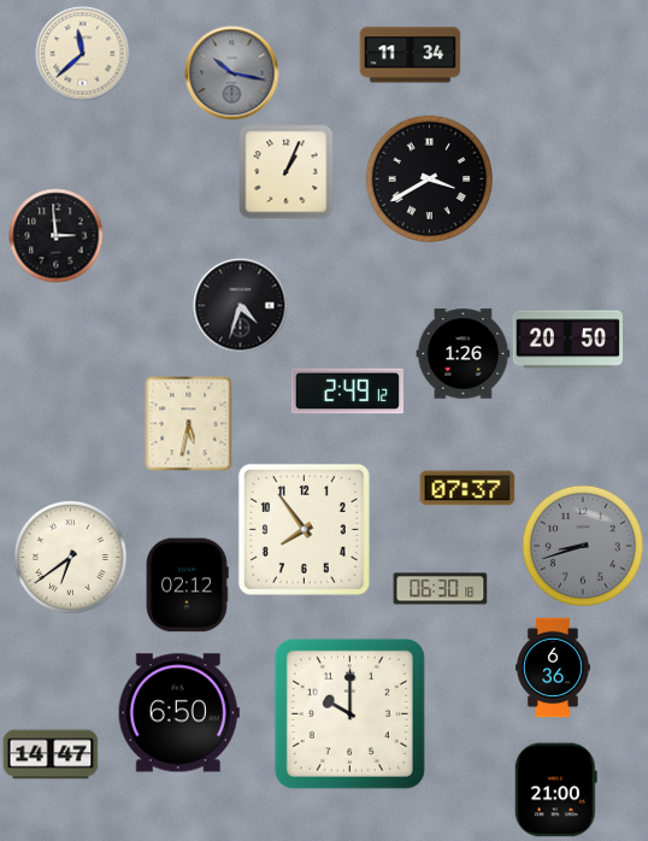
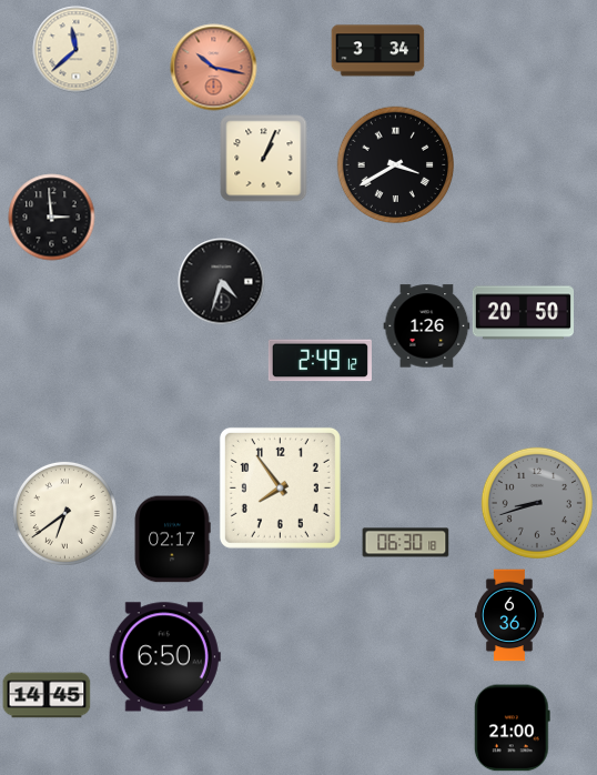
clock at (410, 55): 11:34 -> 3:34
clock at (231, 72) dial: grey -> salmon
clock at (189, 423): 5:32 -> none
clock at (467, 488): 07:37 -> none
clock at (187, 584): 02:12 -> 02:17
clock at (349, 713): 10:00 -> none
clock at (51, 754): 14:47 -> 14:45
